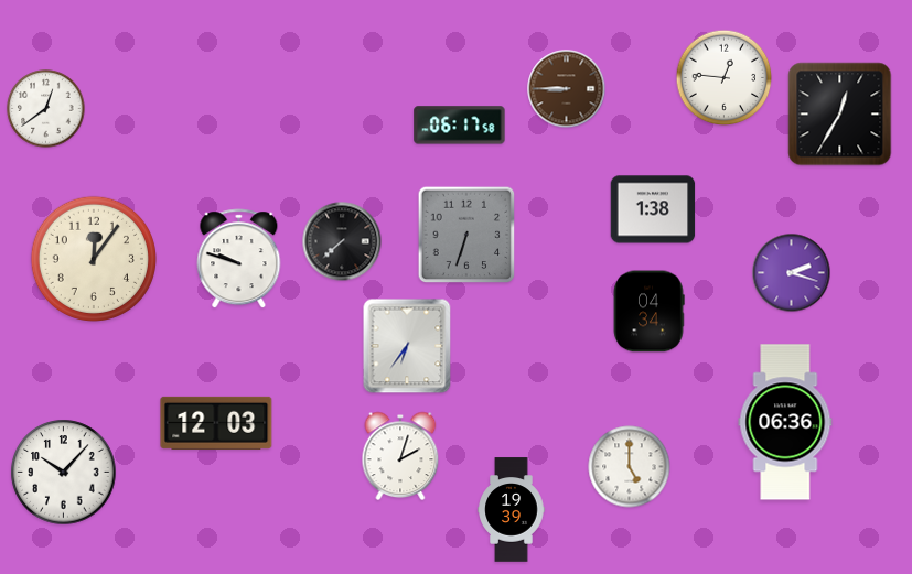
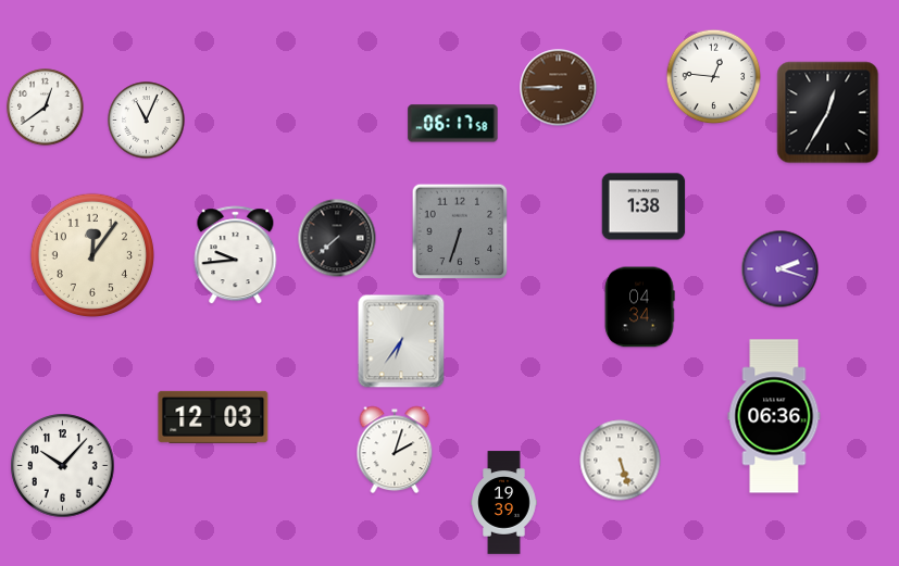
clock at (147, 121): none -> 11:04
clock at (239, 259): 9:48 -> 9:44
clock at (630, 467): 5:00 -> 5:27
